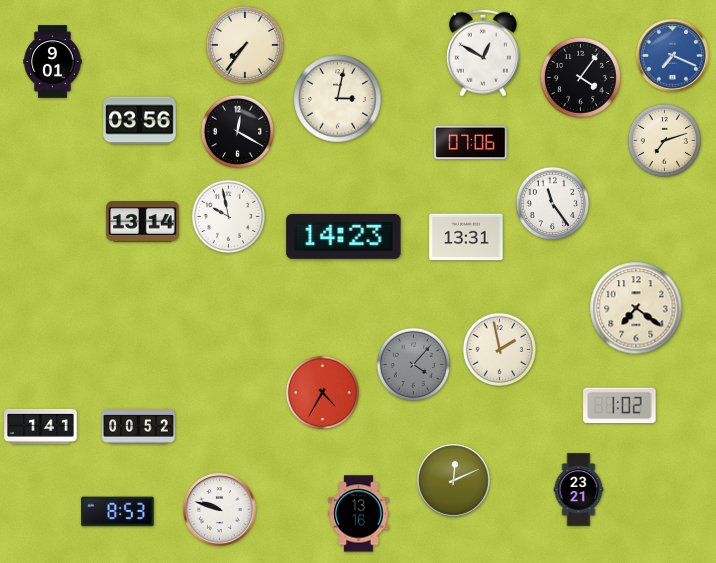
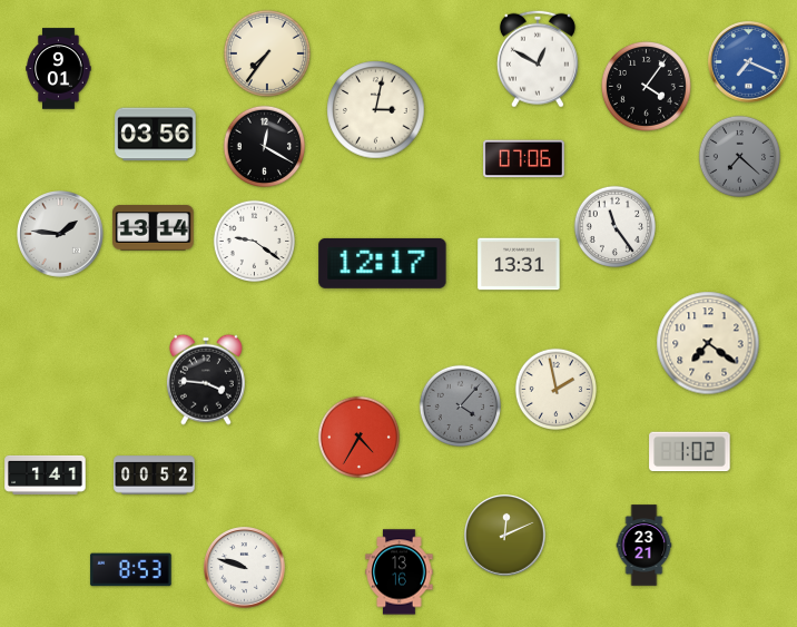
clock at (245, 45) position: (245, 45) -> (267, 53)
clock at (664, 140): 7:12 -> 7:22
clock at (664, 140) dial: cream -> grey
clock at (60, 234): none -> 1:46
clock at (228, 216): 9:58 -> 9:21
clock at (143, 222) position: (143, 222) -> (154, 228)
clock at (344, 236): 14:23 -> 12:17
clock at (206, 380): none -> 3:46
